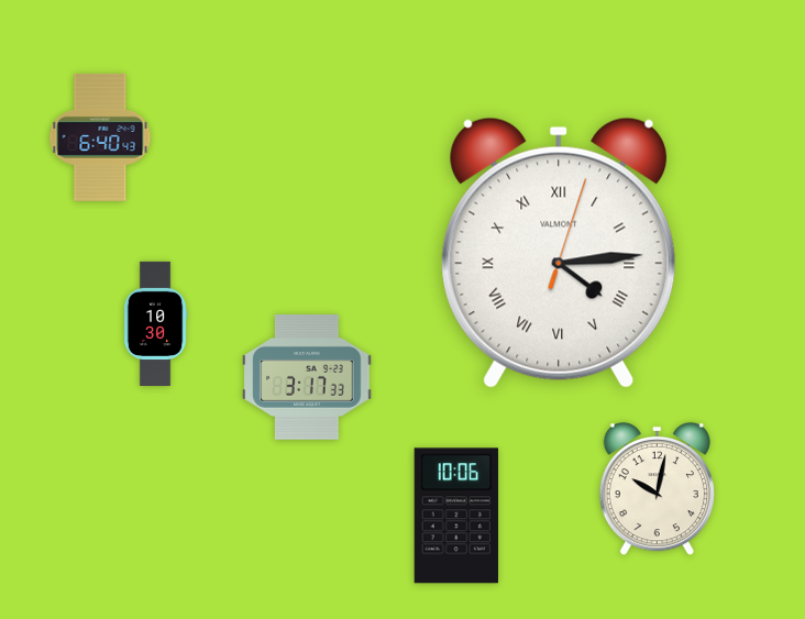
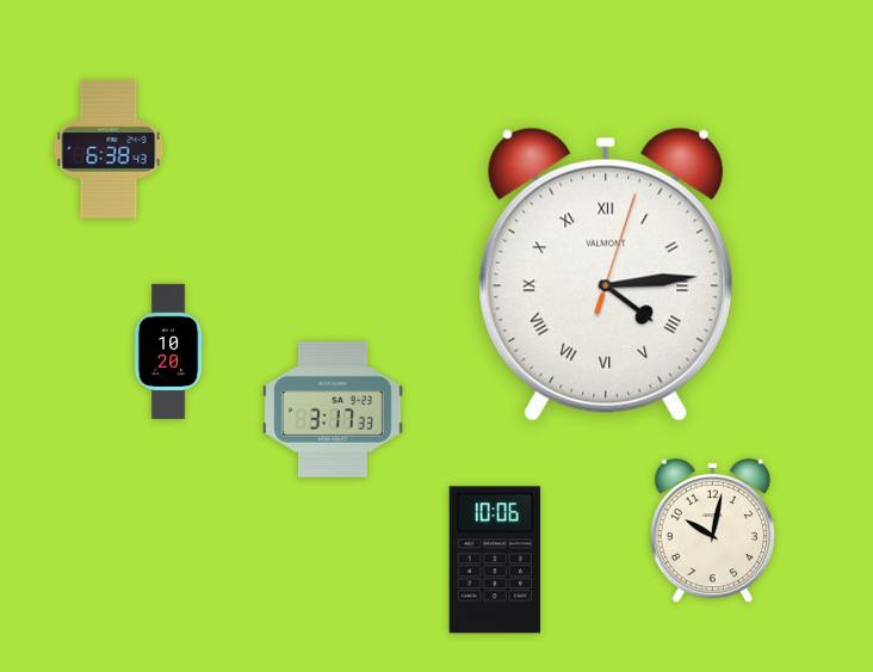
clock at (100, 137): 6:40 -> 6:38
clock at (155, 323): 10:30 -> 10:20
